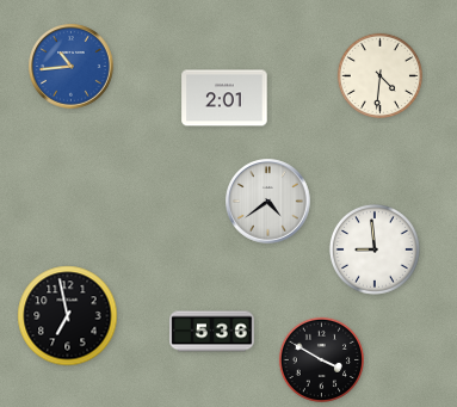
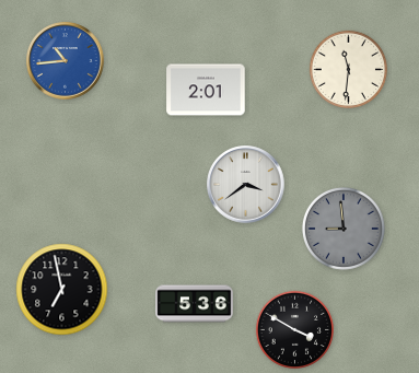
clock at (379, 75): 4:31 -> 11:31
clock at (268, 202): 4:39 -> 3:39
clock at (375, 249) dial: white -> grey
